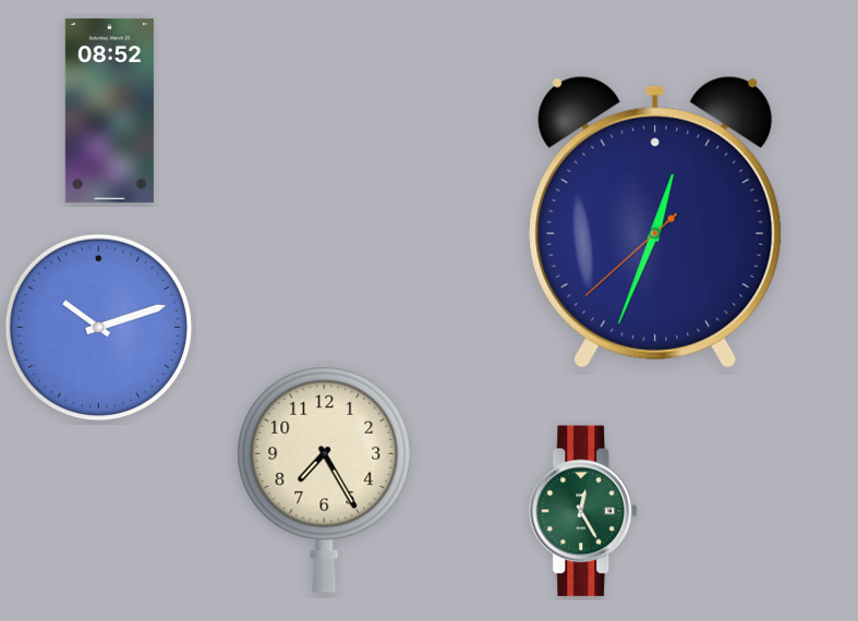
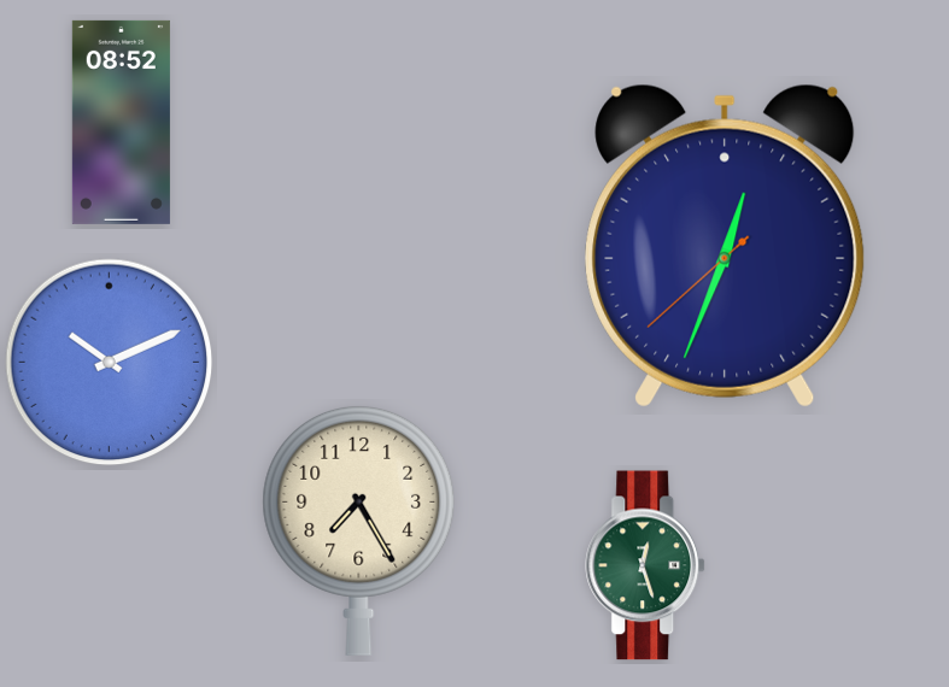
clock at (99, 328): 10:12 -> 10:11
clock at (584, 511): 12:25 -> 12:27
